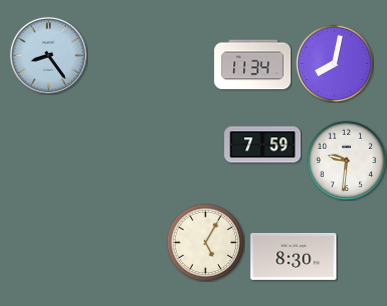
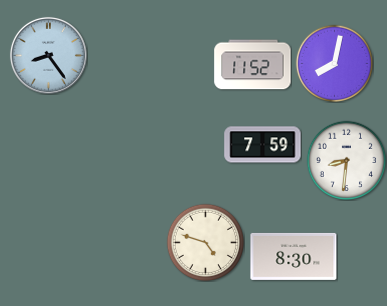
clock at (253, 65): 11:34 -> 11:52
clock at (346, 160): 9:31 -> 8:31
clock at (205, 242): 5:05 -> 4:48
